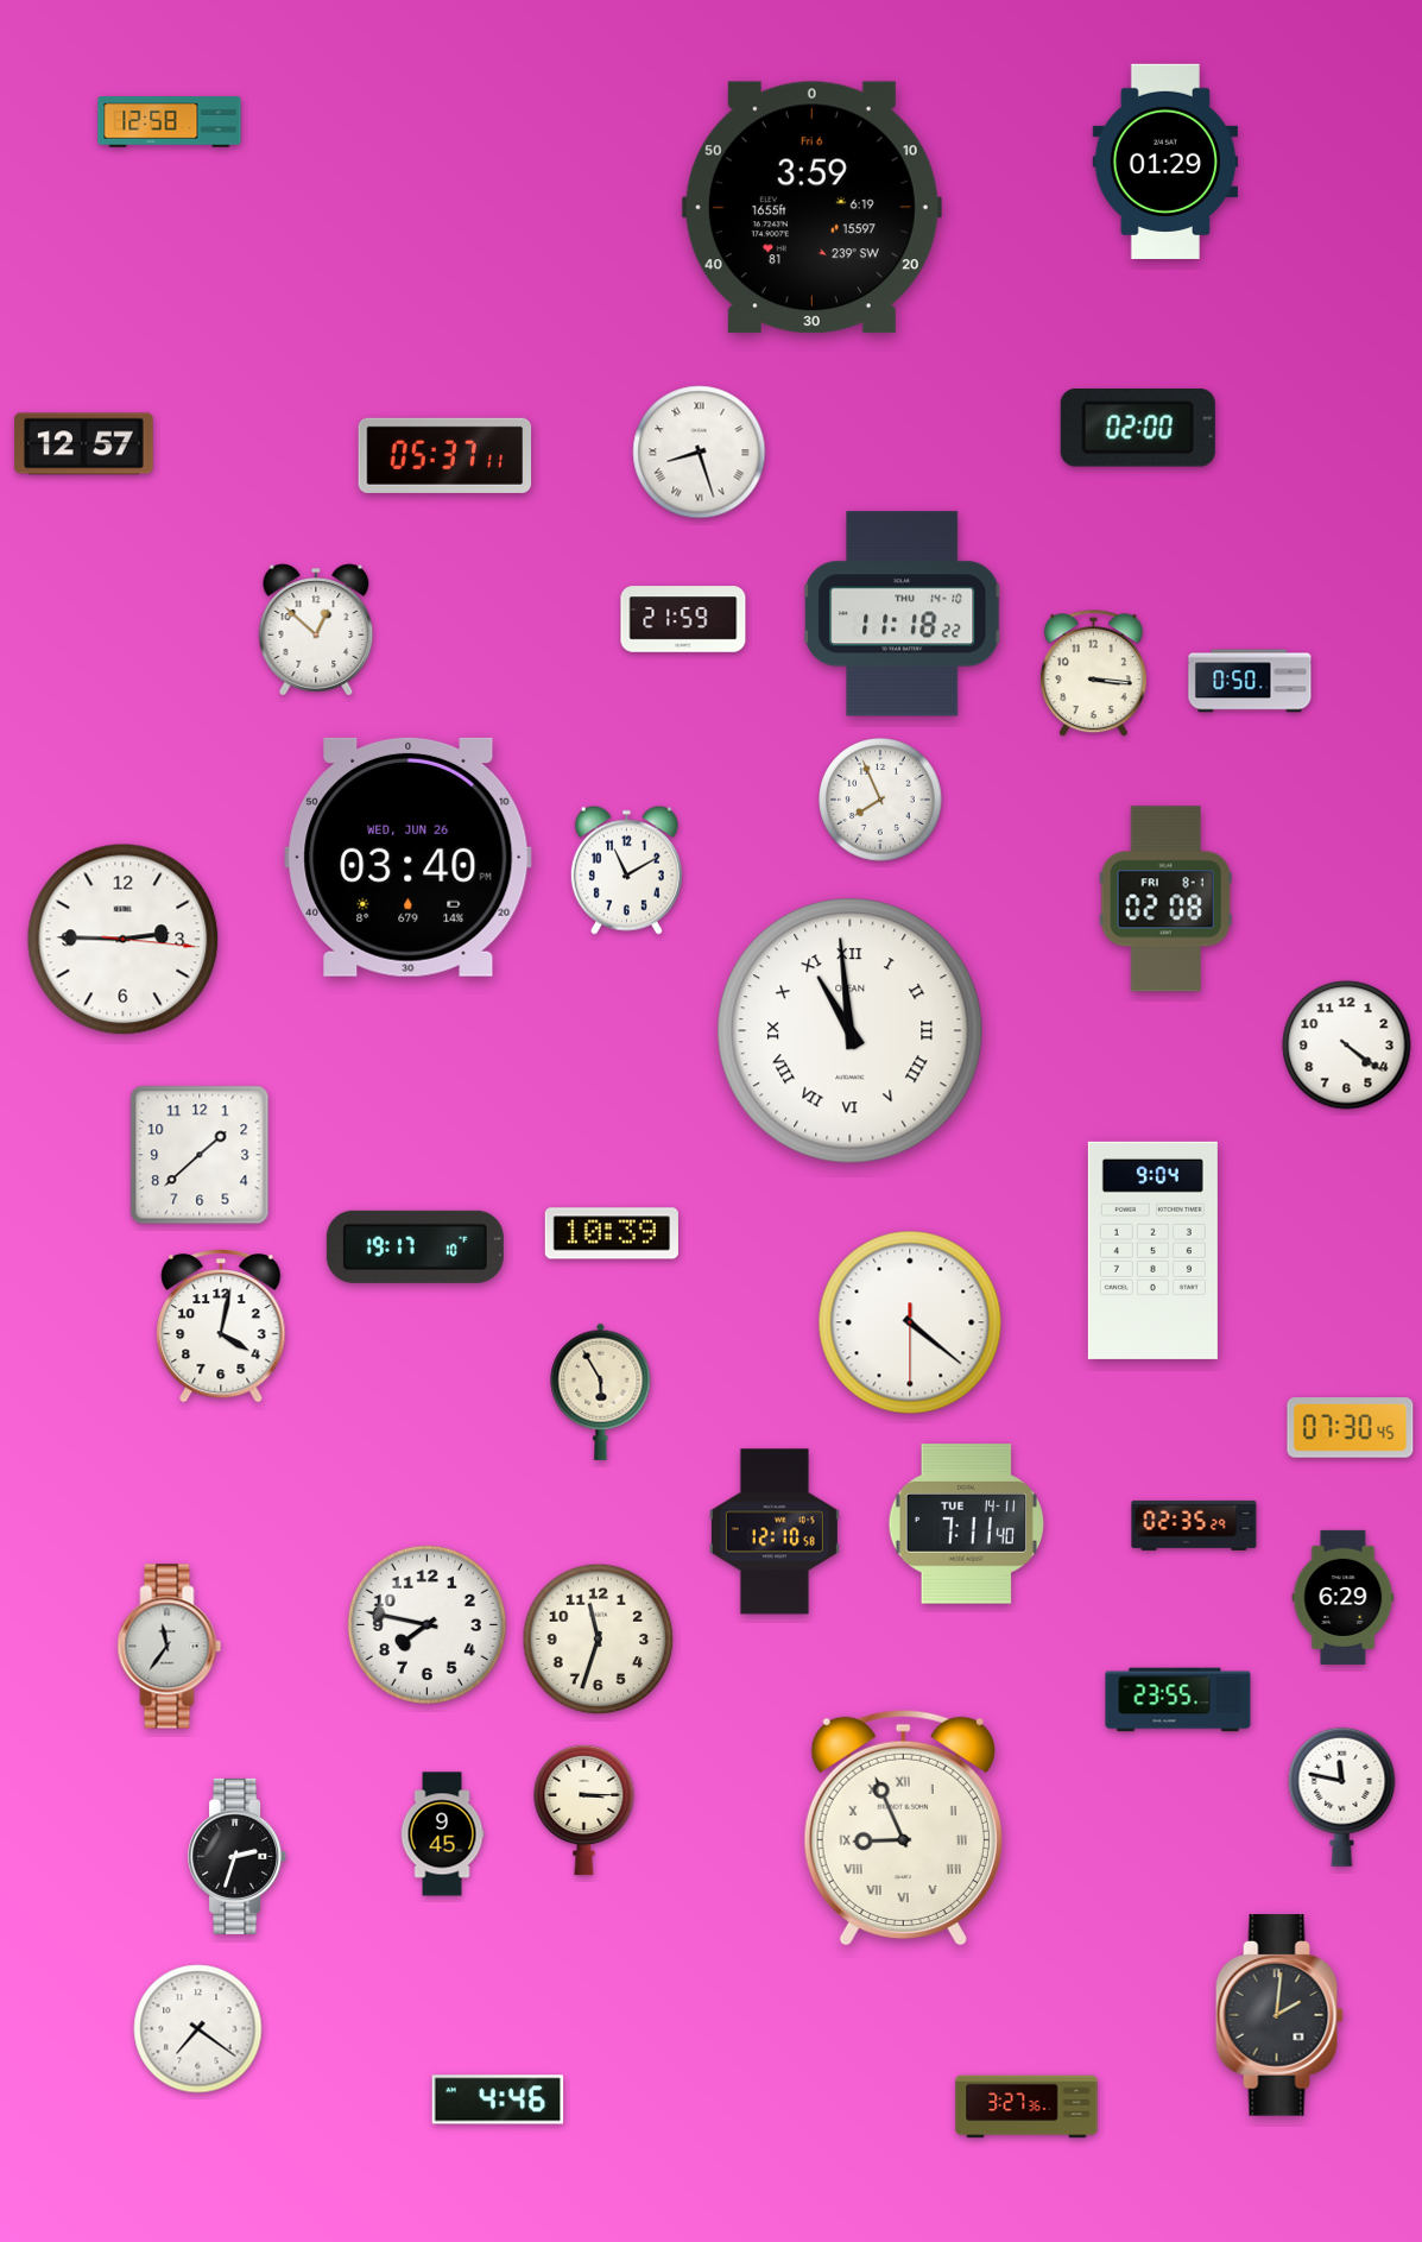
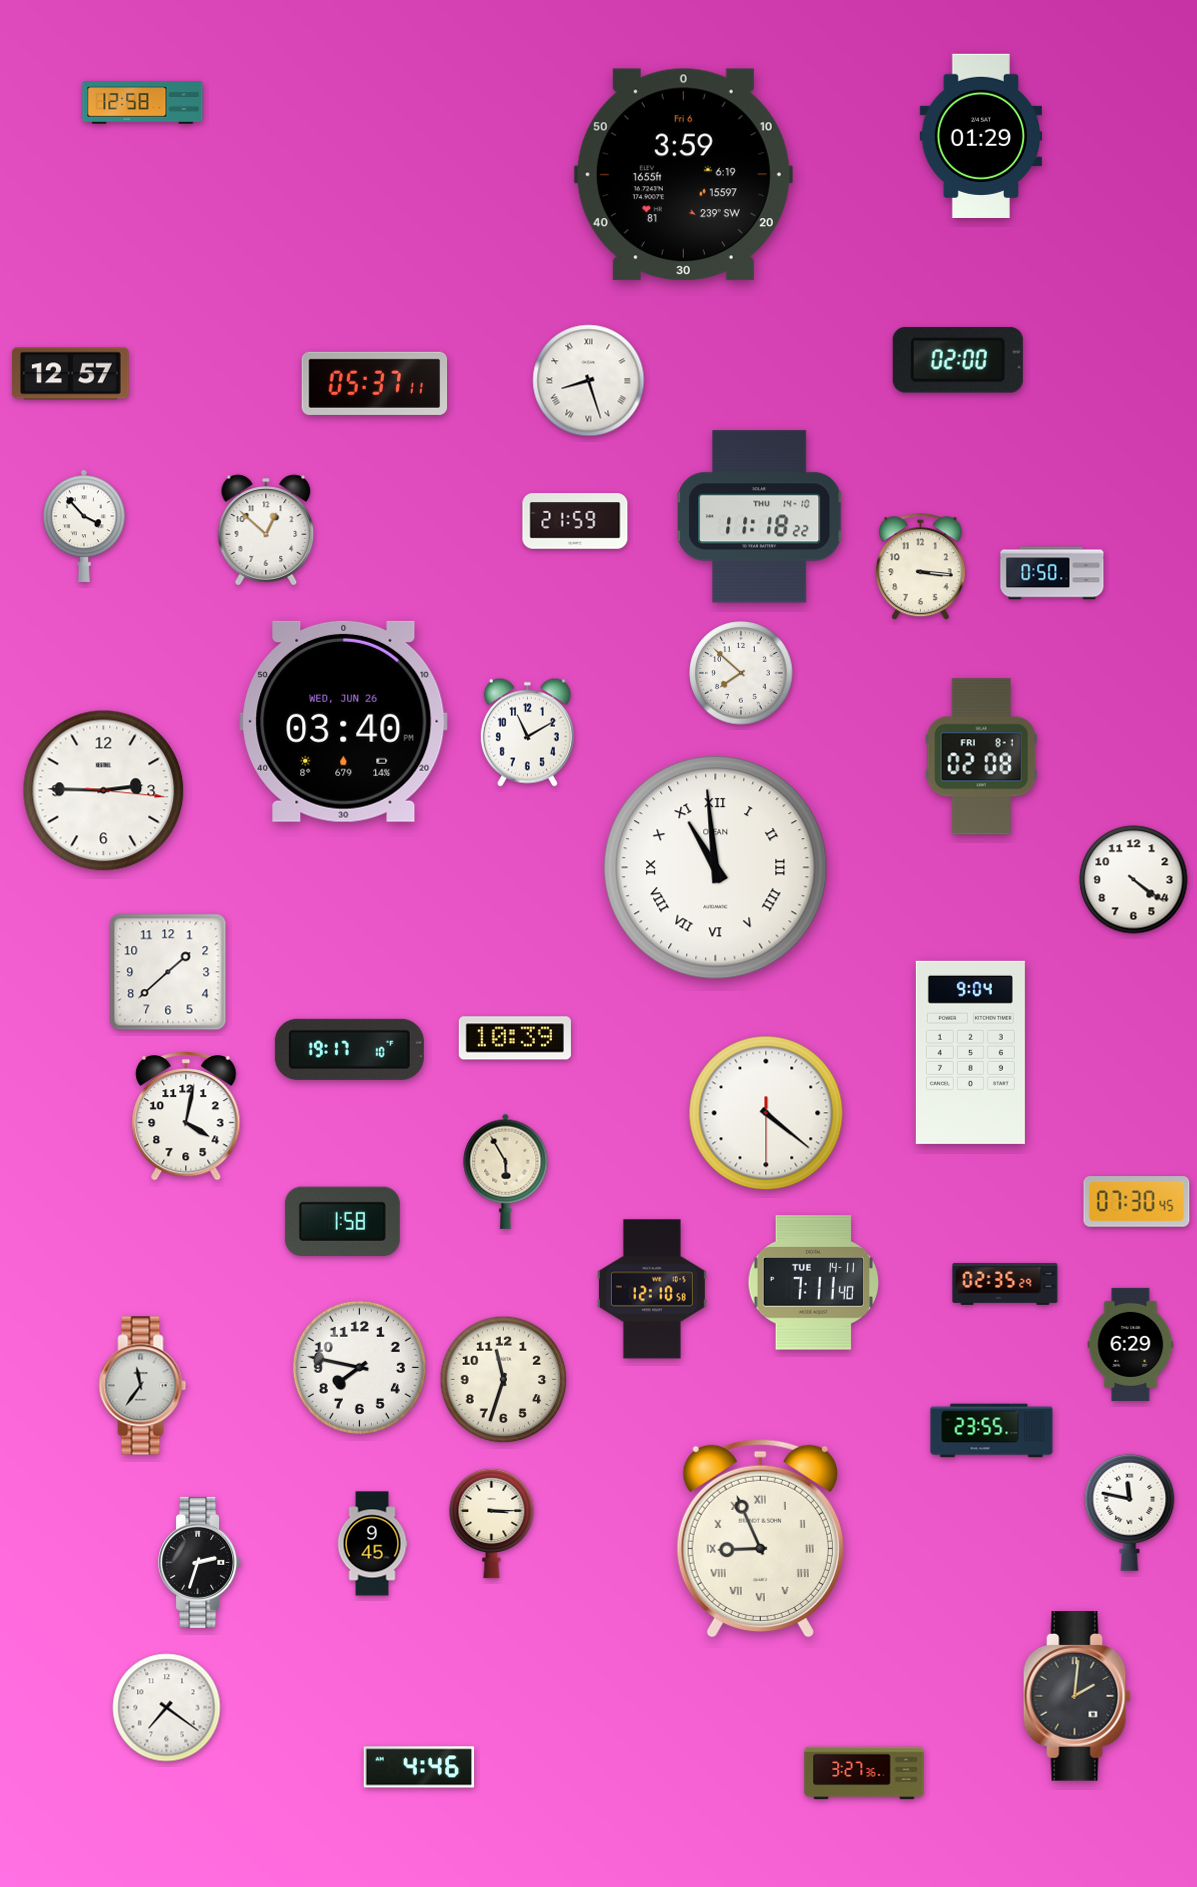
clock at (84, 526): none -> 3:53
clock at (880, 800): 7:56 -> 7:52
clock at (342, 1221): none -> 1:58
